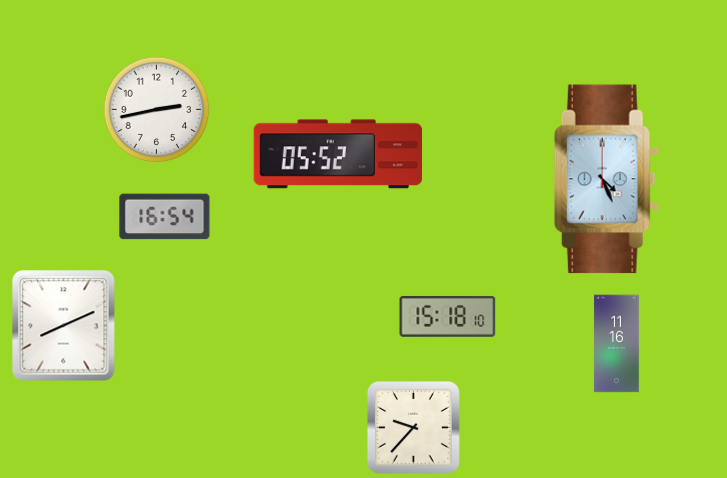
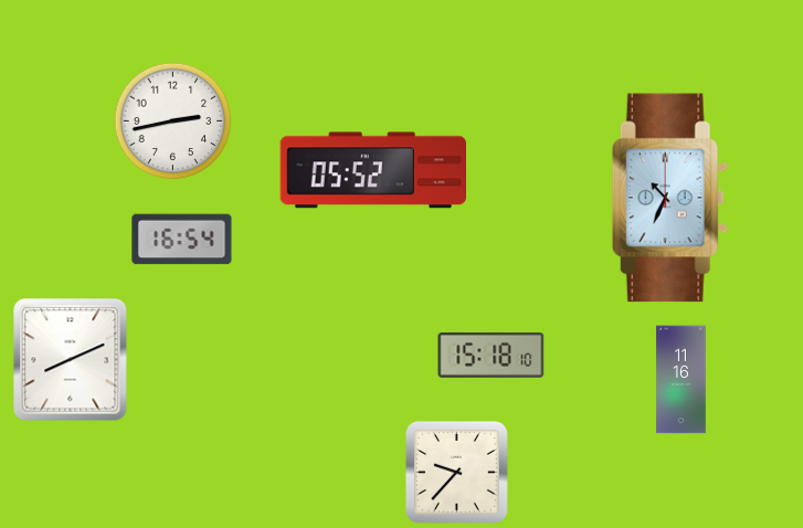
clock at (607, 179): 4:26 -> 10:34
clock at (448, 316) position: (448, 316) -> (492, 355)
